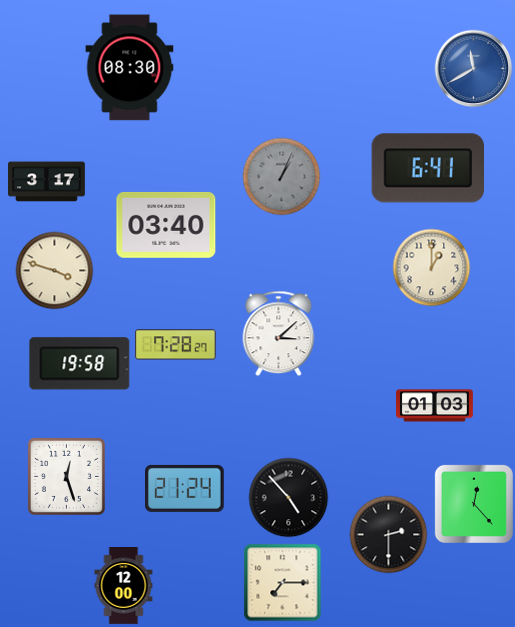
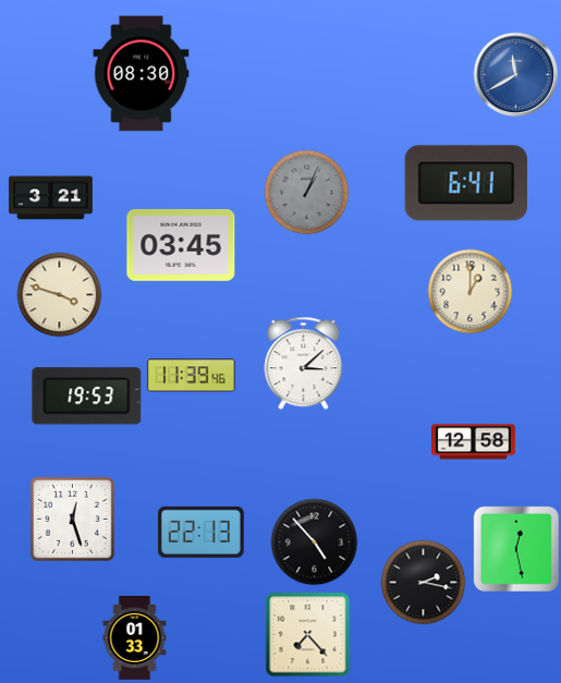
clock at (47, 182): 3:17 -> 3:21
clock at (166, 225): 03:40 -> 03:45
clock at (176, 345): 7:28 -> 11:39
clock at (80, 364): 19:58 -> 19:53
clock at (435, 406): 01:03 -> 12:58
clock at (185, 488): 21:24 -> 22:13
clock at (474, 504): 12:23 -> 12:28
clock at (388, 534): 2:30 -> 2:17
clock at (282, 582): 7:15 -> 7:23
clock at (124, 586): 12:00 -> 01:33
